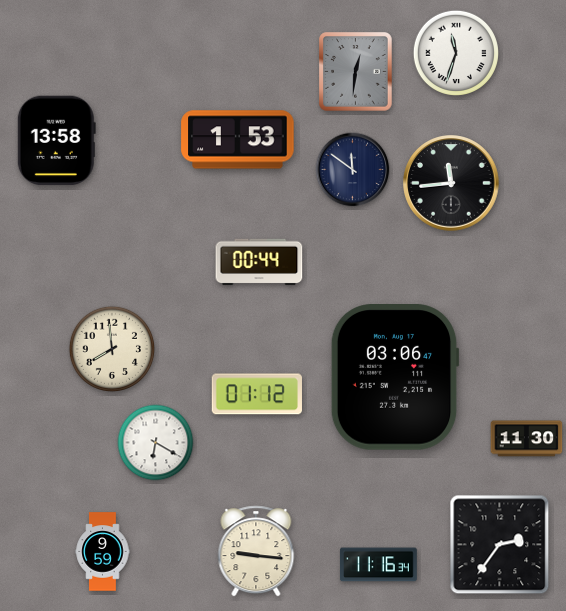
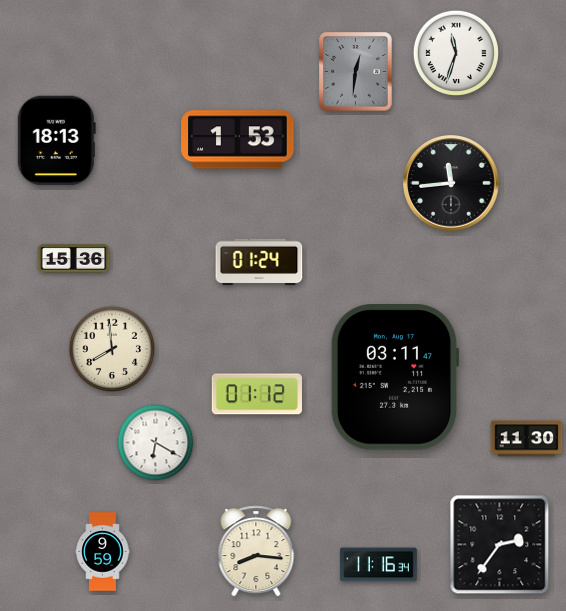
clock at (56, 141): 13:58 -> 18:13
clock at (353, 170): 11:51 -> none
clock at (74, 259): none -> 15:36
clock at (259, 262): 00:44 -> 01:24
clock at (395, 378): 03:06 -> 03:11
clock at (256, 551): 9:16 -> 8:16
